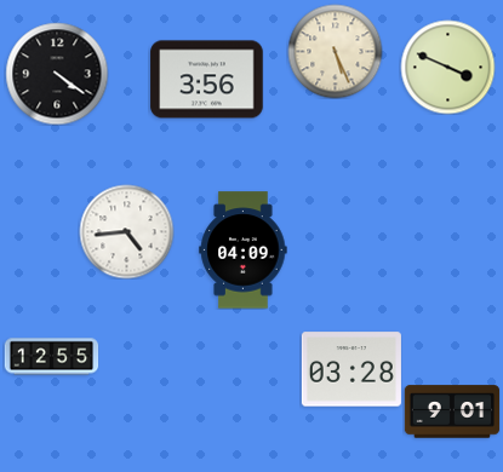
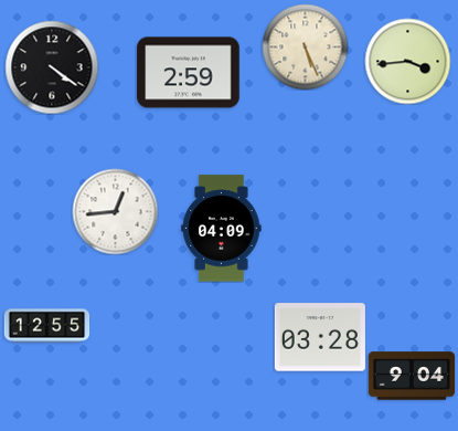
clock at (447, 67): 3:49 -> 3:44
clock at (207, 80): 3:56 -> 2:59
clock at (126, 231): 4:44 -> 12:44
clock at (452, 411): 9:01 -> 9:04
